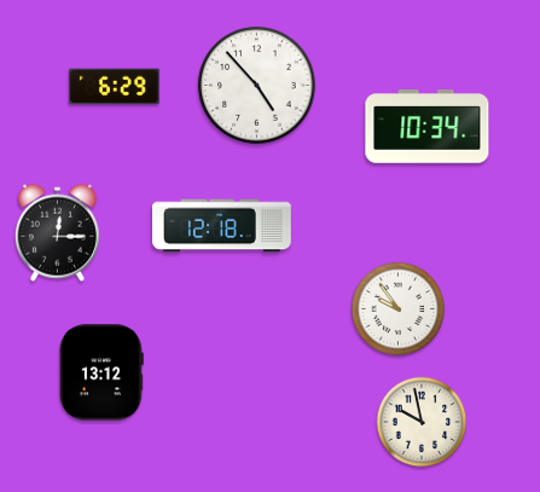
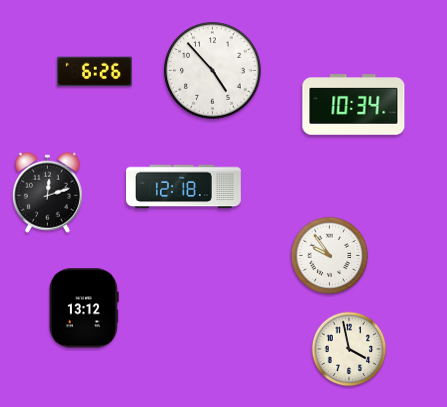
clock at (115, 87): 6:29 -> 6:26
clock at (57, 232): 12:15 -> 12:12
clock at (422, 422): 9:58 -> 3:58
